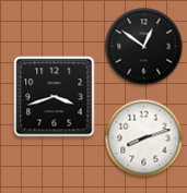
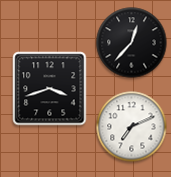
clock at (144, 47): 12:51 -> 12:37
clock at (144, 138): 8:12 -> 7:11
